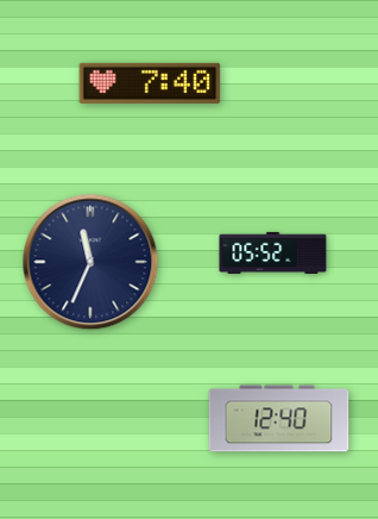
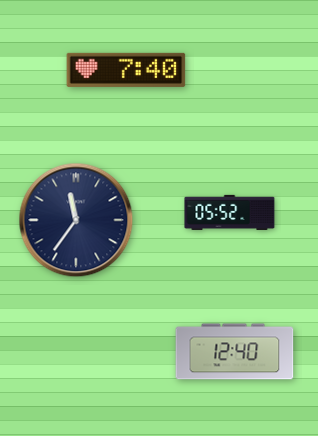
clock at (90, 262): 11:34 -> 11:36
